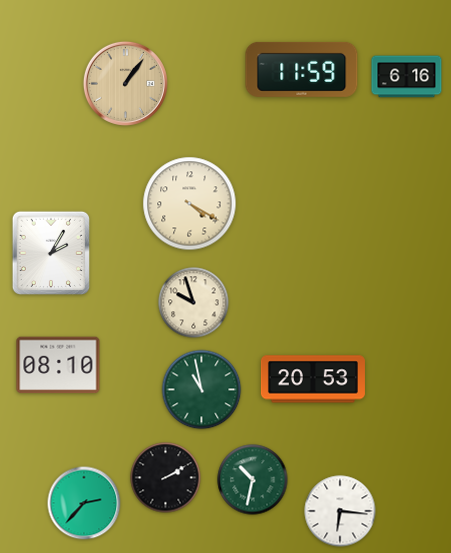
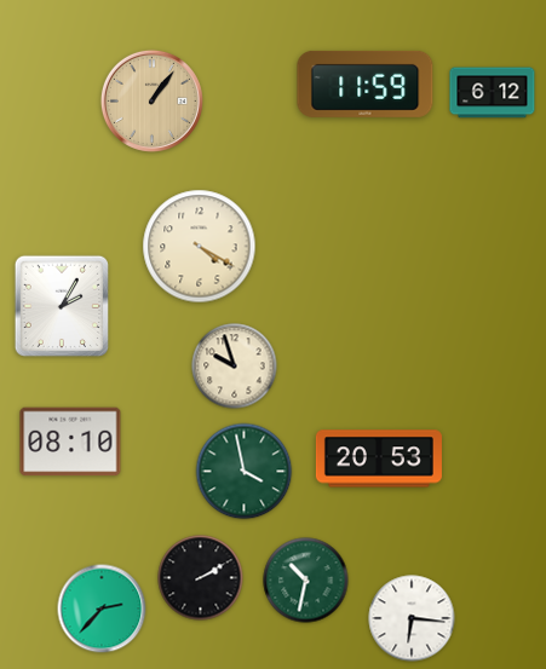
clock at (407, 77): 6:16 -> 6:12
clock at (190, 204) position: (190, 204) -> (200, 247)
clock at (202, 390): 10:58 -> 3:58
